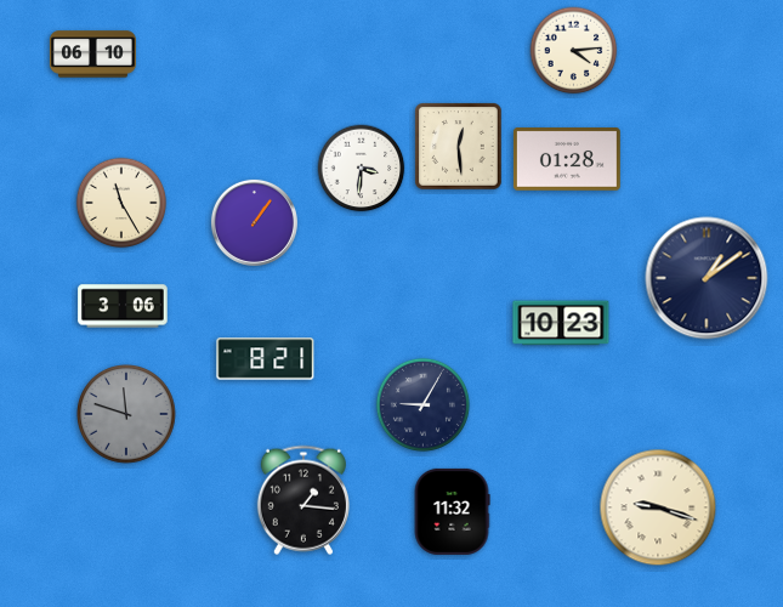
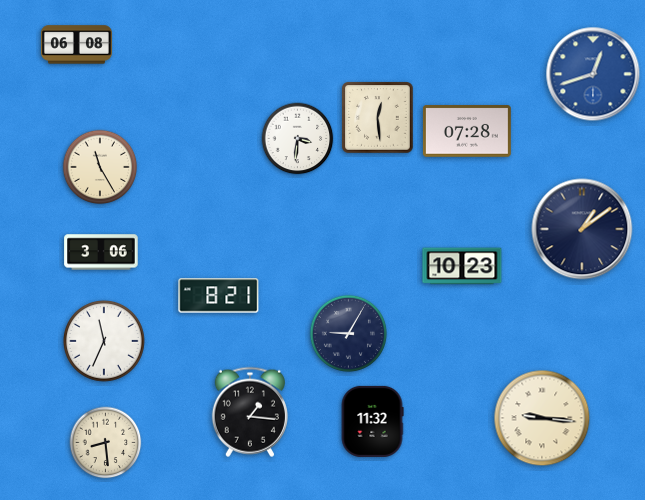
clock at (574, 51): 4:14 -> none
clock at (92, 55): 06:10 -> 06:08
clock at (593, 74): none -> 12:42
clock at (459, 147) position: (459, 147) -> (378, 118)
clock at (567, 159): 01:28 -> 07:28
clock at (254, 222): 1:06 -> none
clock at (127, 415): 11:48 -> 11:34
clock at (127, 415) dial: grey -> white
clock at (658, 507): 9:18 -> 9:16
clock at (106, 443): none -> 8:29
